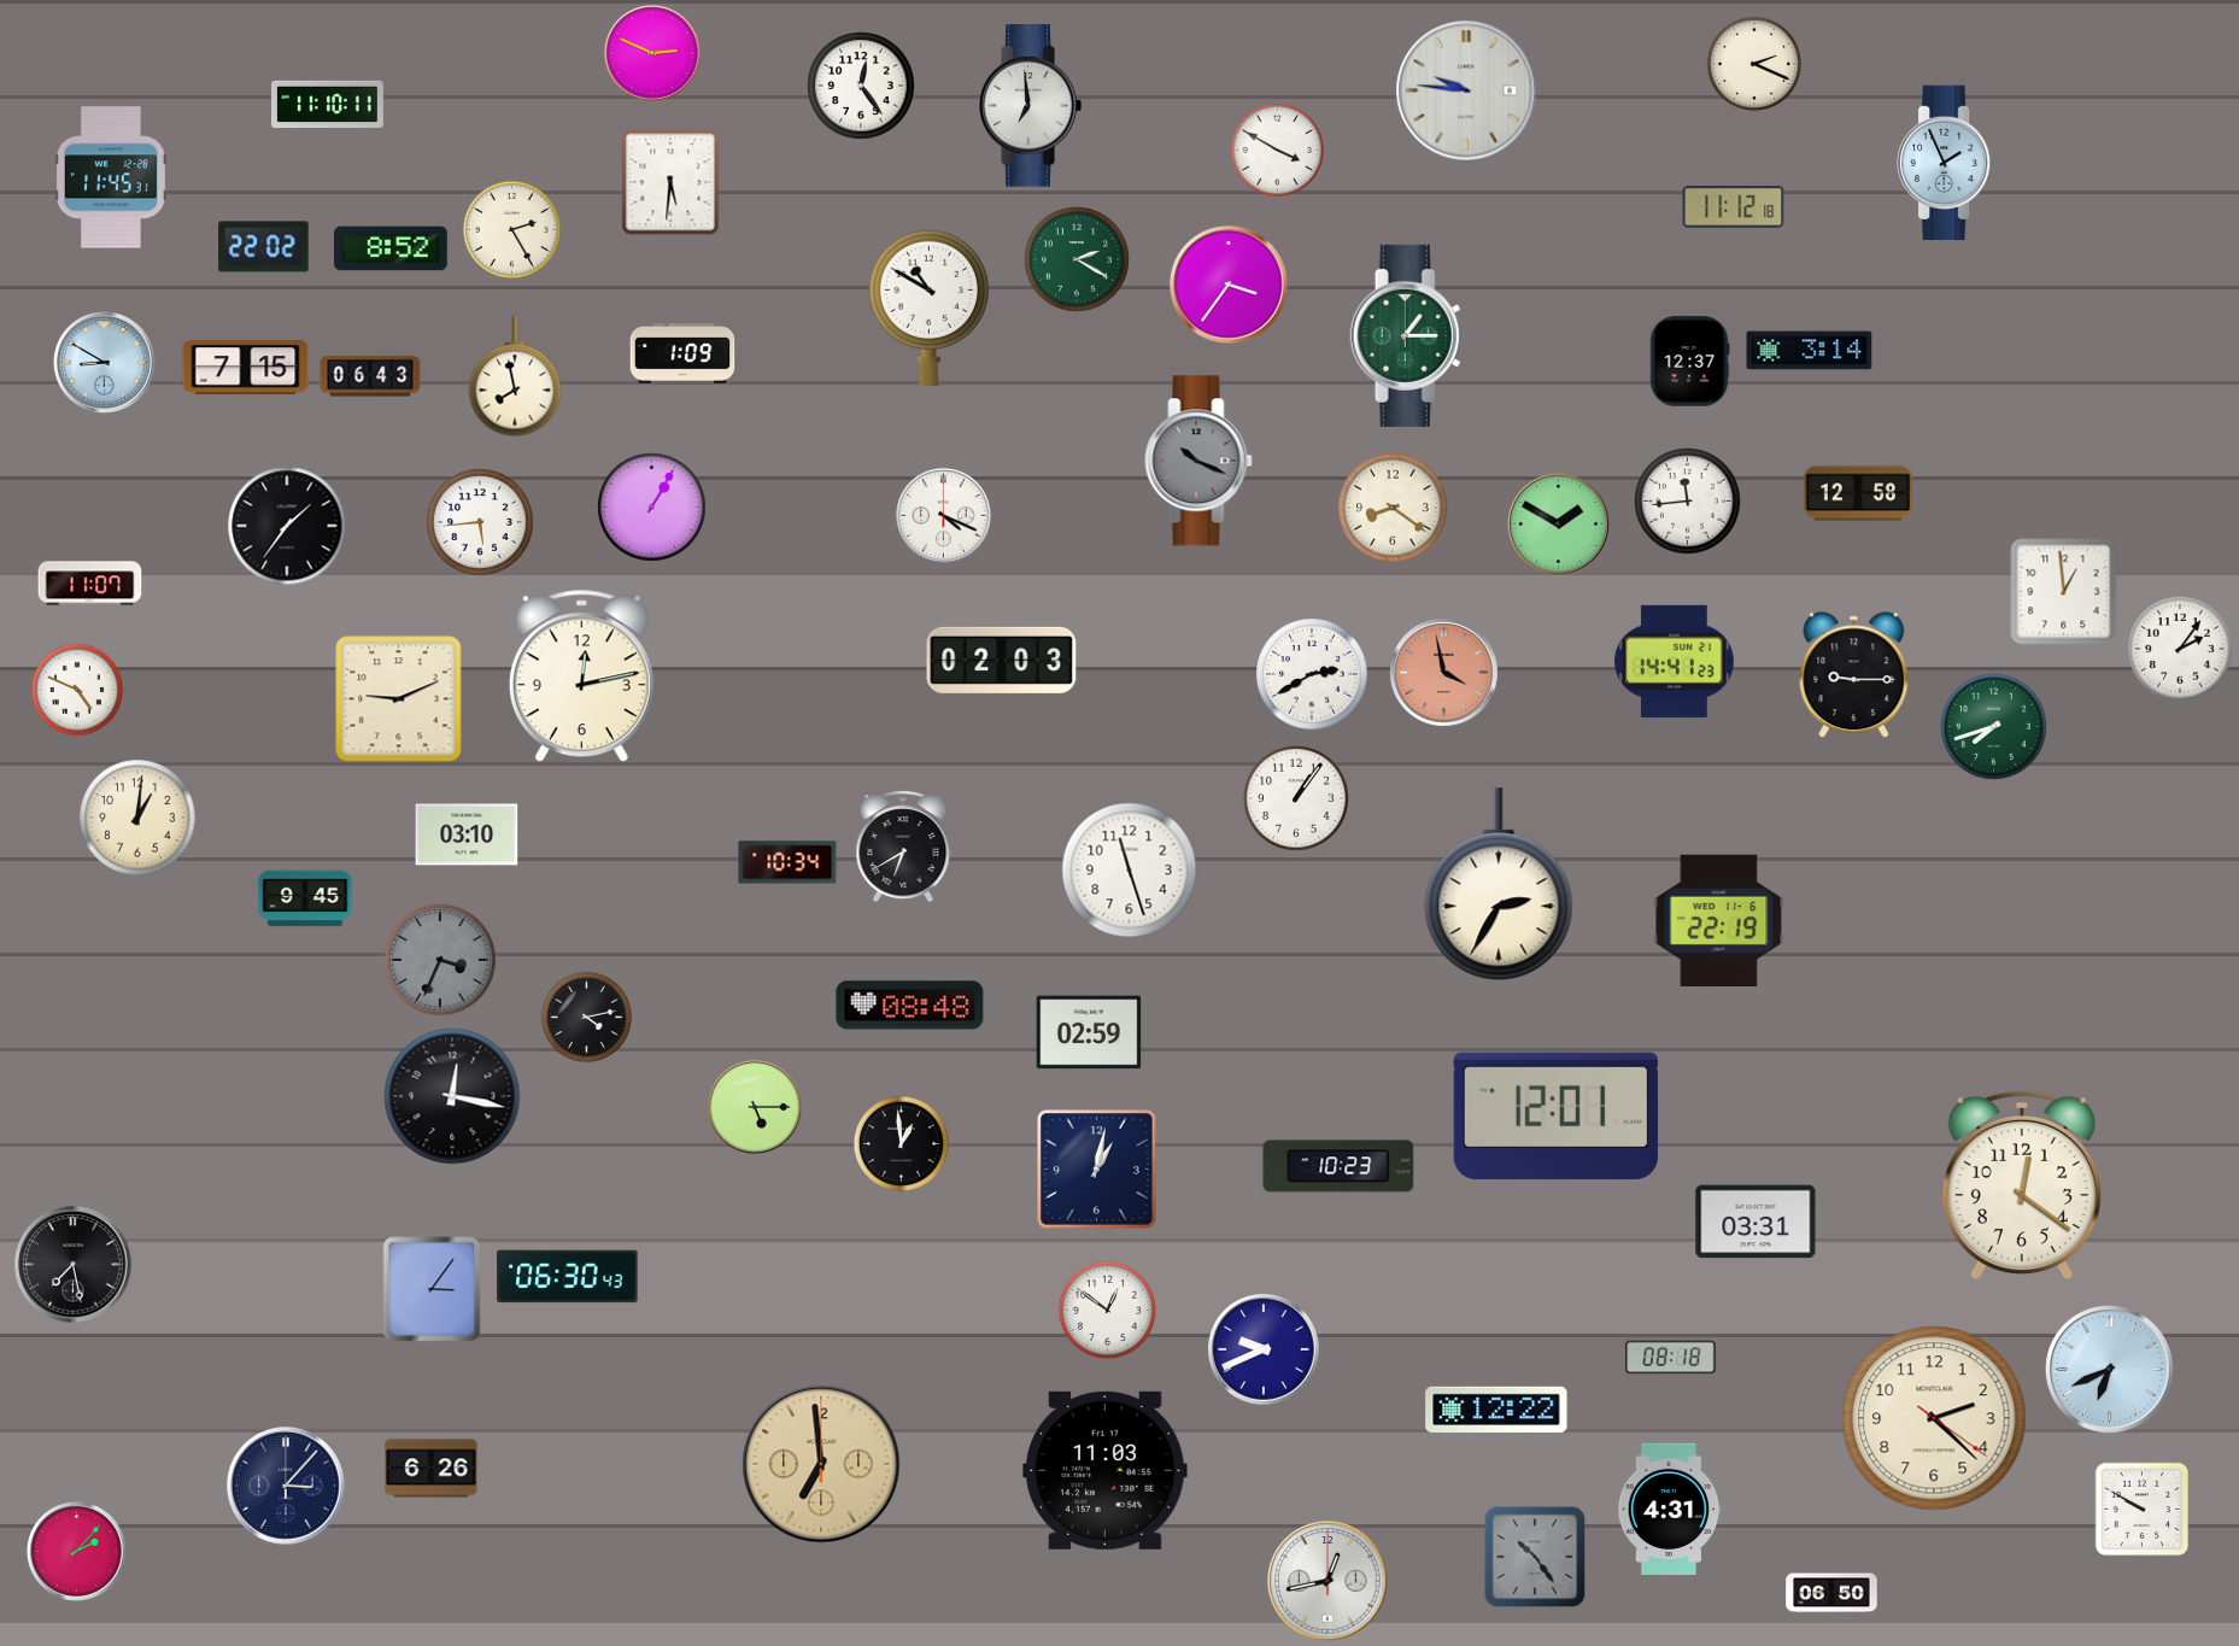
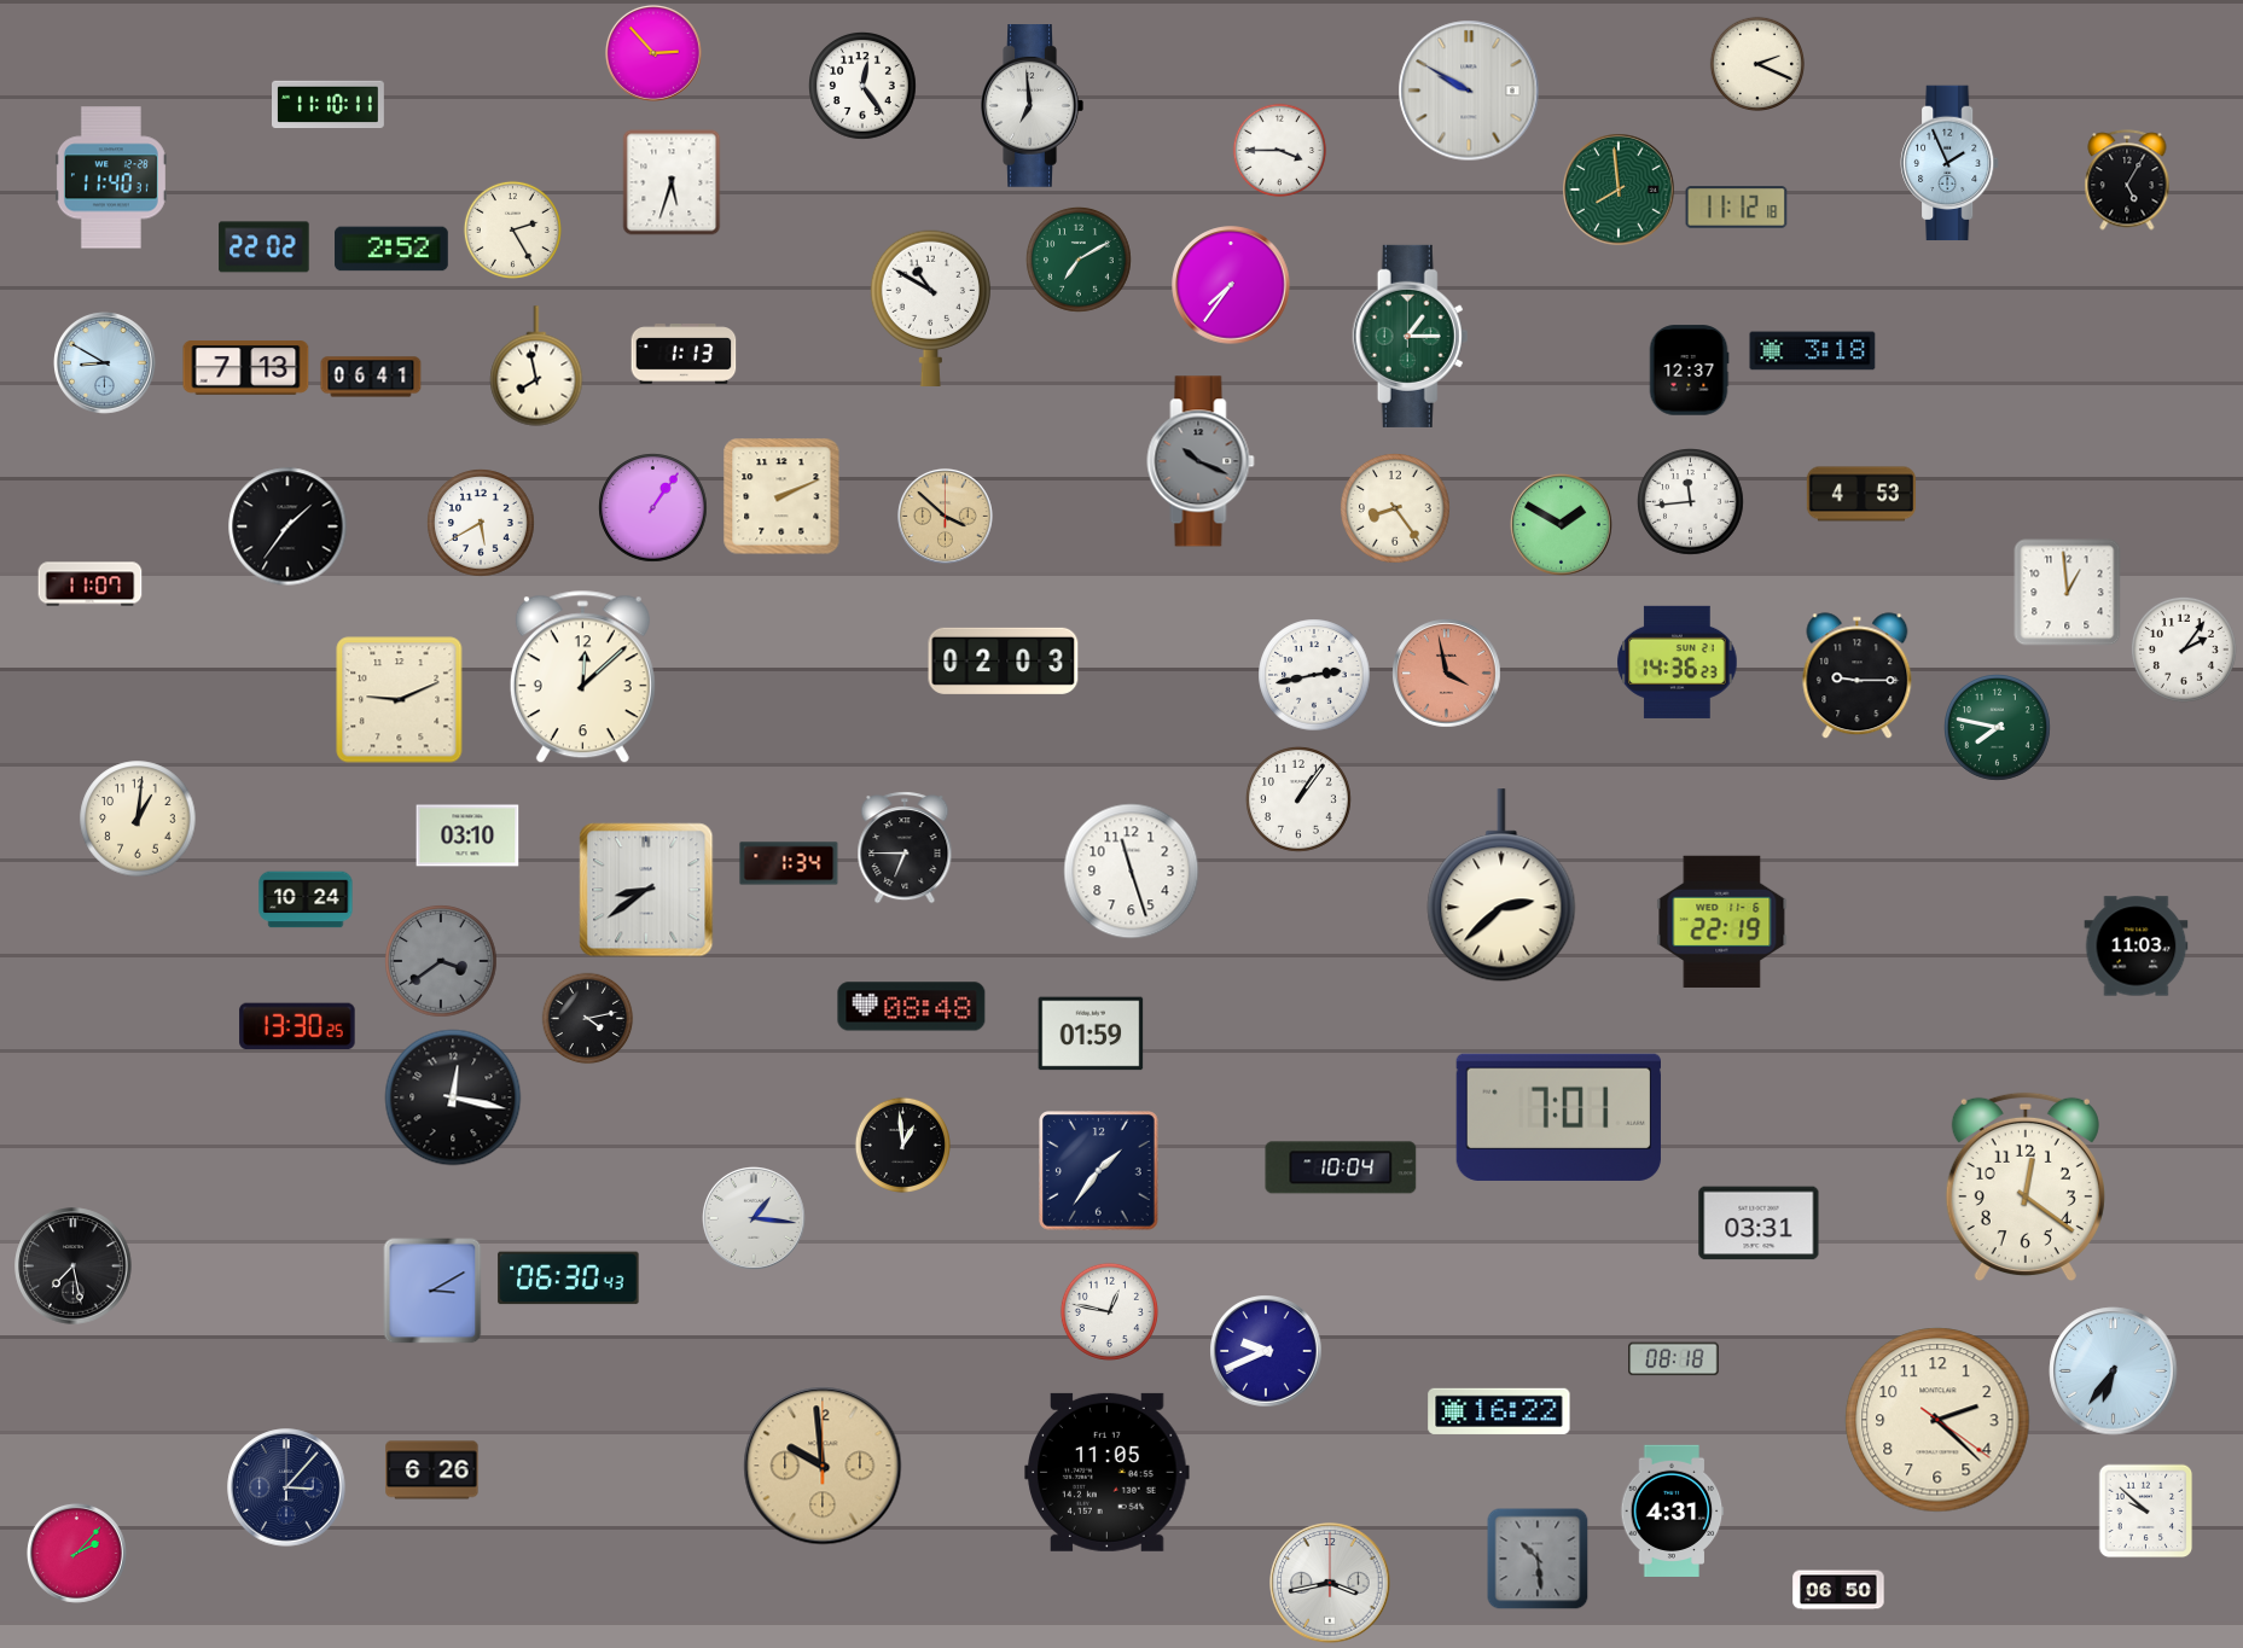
clock at (652, 53): 2:49 -> 2:53
clock at (1466, 90): 9:46 -> 9:50
clock at (1278, 151): 3:50 -> 3:45
clock at (111, 177): 11:45 -> 11:40
clock at (2127, 180): none -> 5:05
clock at (670, 182): 5:31 -> 5:33
clock at (1619, 190): none -> 7:59
clock at (391, 248): 8:52 -> 2:52
clock at (1077, 259): 2:20 -> 7:10
clock at (1229, 285): 3:36 -> 7:36
clock at (1810, 351): 3:14 -> 3:18
clock at (682, 353): 1:09 -> 1:13
clock at (1689, 362) position: (1689, 362) -> (1689, 371)
clock at (246, 368): 7:15 -> 7:13
clock at (370, 376): 06:43 -> 06:41
clock at (515, 376) position: (515, 376) -> (536, 366)
clock at (1858, 493): 12:58 -> 4:53
clock at (781, 496): none -> 2:11
clock at (652, 508): 1:05 -> 1:06
clock at (1393, 508): 8:21 -> 8:24
clock at (943, 515): 4:19 -> 3:52
clock at (943, 515) dial: white -> champagne
clock at (481, 523): 5:44 -> 5:40
clock at (1675, 661): 14:41 -> 14:36
clock at (1312, 674): 2:40 -> 2:43
clock at (581, 676): 12:13 -> 12:08
clock at (77, 690): 4:49 -> none
clock at (1994, 727): 7:42 -> 7:47
clock at (903, 847): 6:40 -> 6:45
clock at (787, 862): 10:34 -> 1:34
clock at (1499, 885): 2:35 -> 2:38
clock at (646, 890): none -> 8:39
clock at (305, 898): 9:45 -> 10:24
clock at (2137, 947): none -> 11:03
clock at (440, 960): 3:34 -> 3:39
clock at (297, 1026): none -> 13:30
clock at (1089, 1032): 02:59 -> 01:59
clock at (755, 1107): 5:15 -> none
clock at (1555, 1115): 12:01 -> 7:01
clock at (1338, 1166): 10:23 -> 10:04
clock at (1097, 1170): 1:02 -> 1:36
clock at (755, 1219): none -> 1:16
clock at (432, 1289): 3:06 -> 3:10
clock at (1107, 1310): 12:51 -> 12:47
clock at (2110, 1370): 6:41 -> 6:36
clock at (1496, 1410): 12:22 -> 16:22
clock at (821, 1464): 6:59 -> 9:59
clock at (1106, 1470): 11:03 -> 11:05
clock at (2143, 1510): 9:50 -> 9:52
clock at (1535, 1557): 10:24 -> 10:29
clock at (1327, 1581): 12:43 -> 3:43
clock at (1831, 1593) position: (1831, 1593) -> (1838, 1590)
